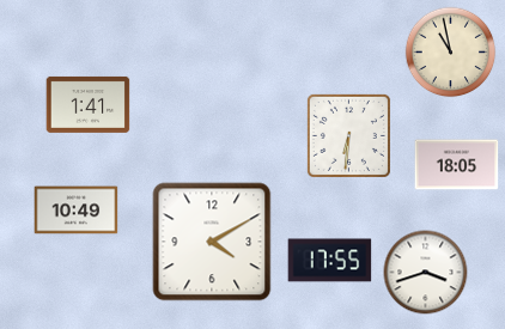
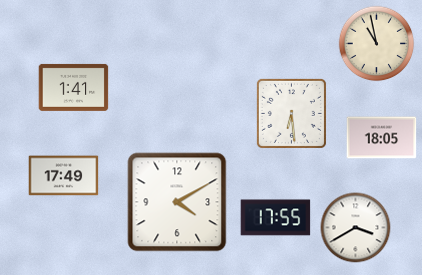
clock at (348, 135): 6:31 -> 6:29
clock at (77, 211): 10:49 -> 17:49
clock at (426, 273): 3:42 -> 3:40
